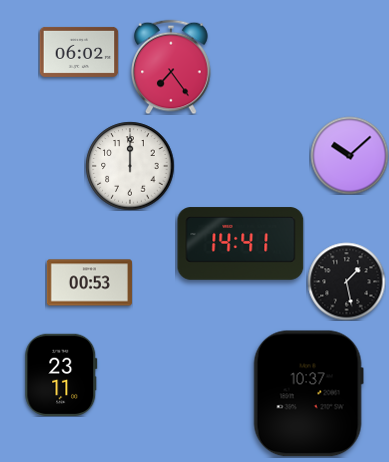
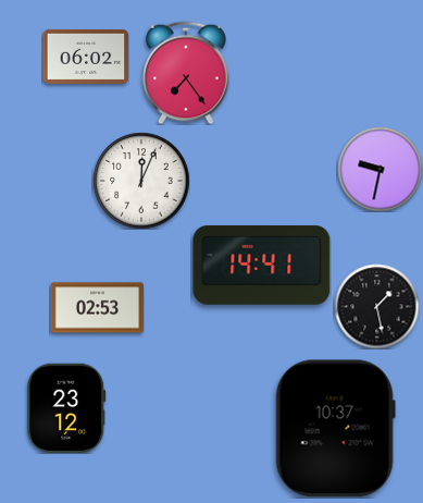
clock at (349, 155): 10:08 -> 9:32
clock at (130, 166): 12:00 -> 12:04
clock at (89, 283): 00:53 -> 02:53
clock at (61, 374): 23:11 -> 23:12
